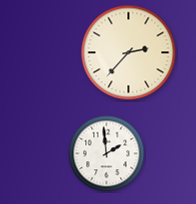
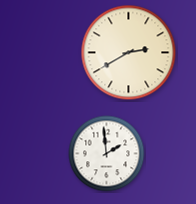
clock at (129, 53): 2:37 -> 2:40
